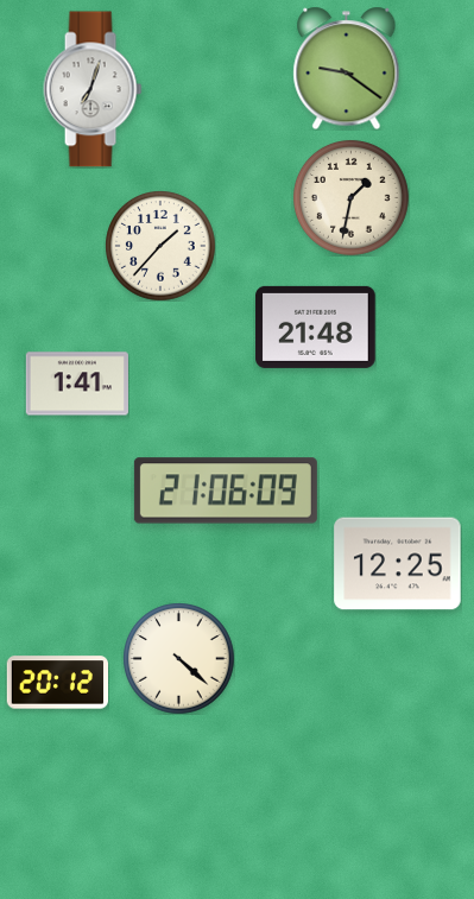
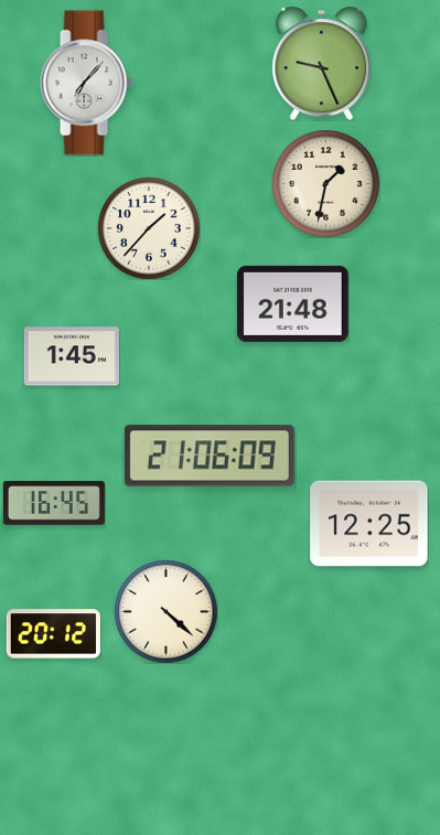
clock at (347, 68): 9:21 -> 9:26
clock at (93, 89): 7:03 -> 7:07
clock at (77, 384): 1:41 -> 1:45
clock at (54, 503): none -> 16:45
